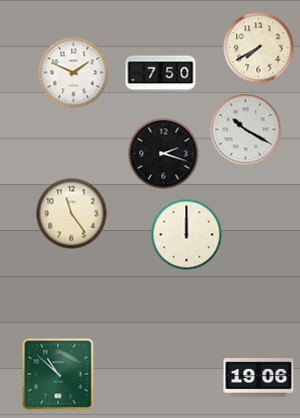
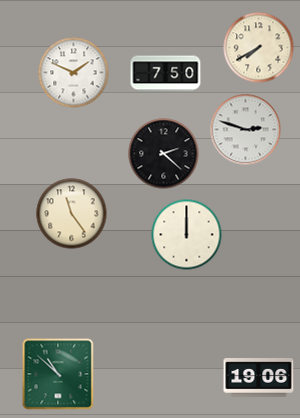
clock at (161, 74) position: (161, 74) -> (166, 74)
clock at (246, 130): 10:20 -> 2:48
clock at (164, 154): 2:18 -> 2:22
